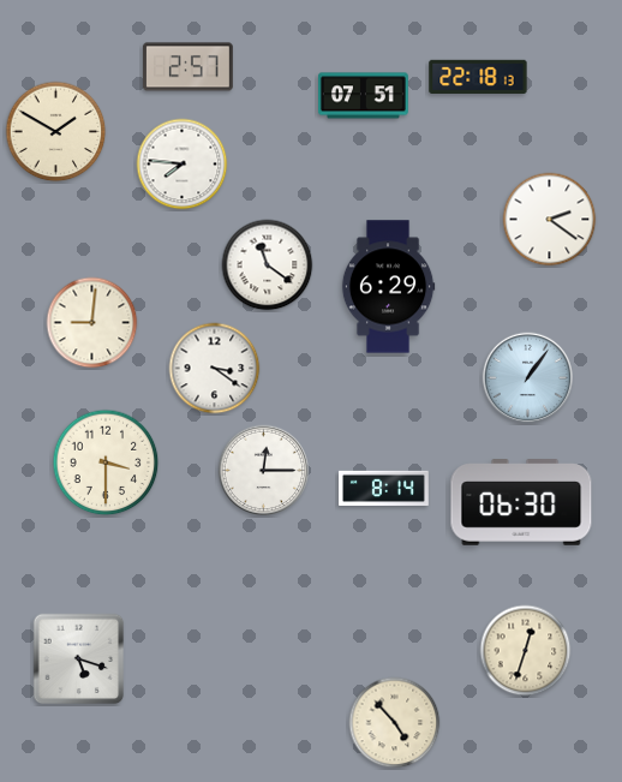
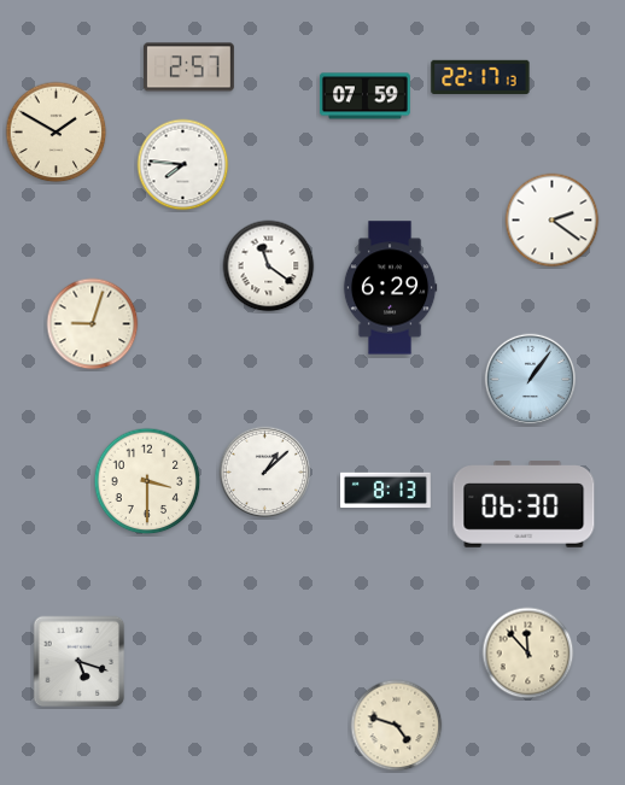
clock at (478, 76): 22:18 -> 22:17
clock at (364, 96): 07:51 -> 07:59
clock at (92, 323): 9:01 -> 9:03
clock at (215, 369): 3:21 -> none
clock at (106, 462) position: (106, 462) -> (147, 481)
clock at (264, 471): 12:15 -> 1:08
clock at (384, 488): 8:14 -> 8:13
clock at (526, 651): 12:33 -> 11:53
clock at (395, 723): 4:53 -> 4:48
